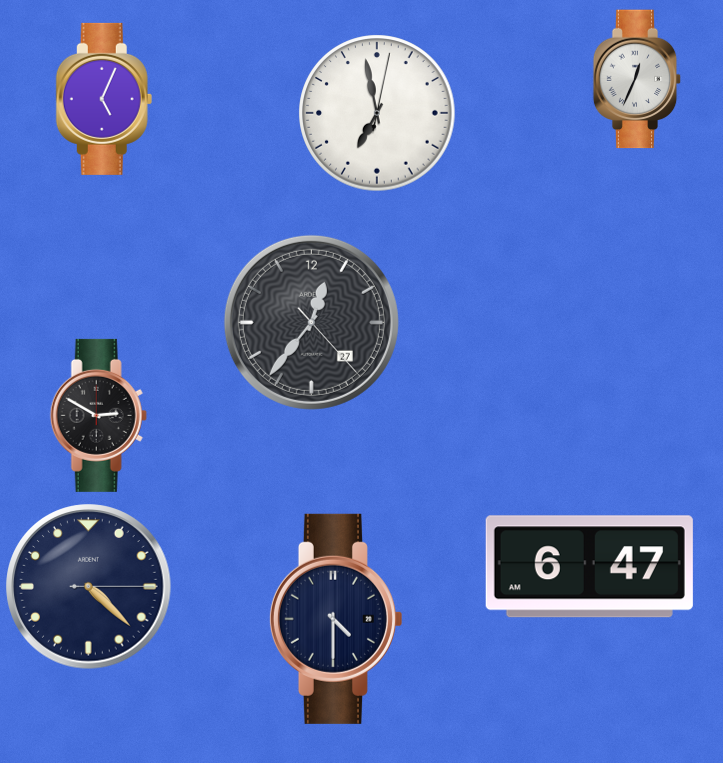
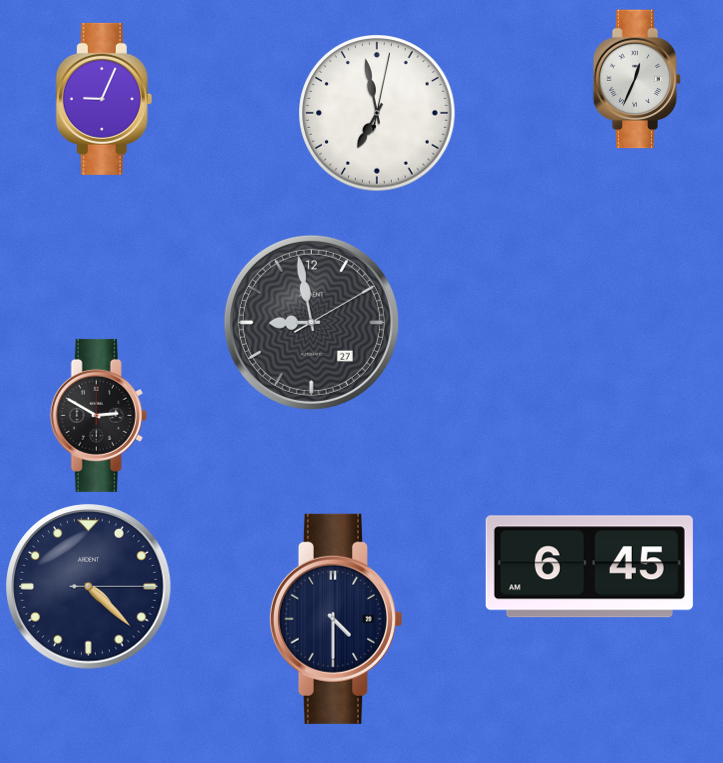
clock at (104, 99): 5:04 -> 9:04
clock at (311, 322): 12:36 -> 8:58
clock at (589, 567): 6:47 -> 6:45
